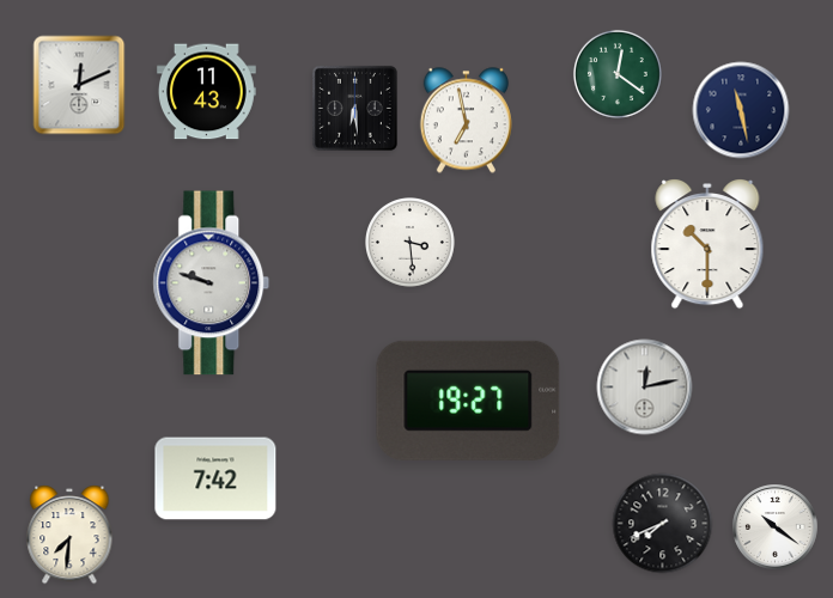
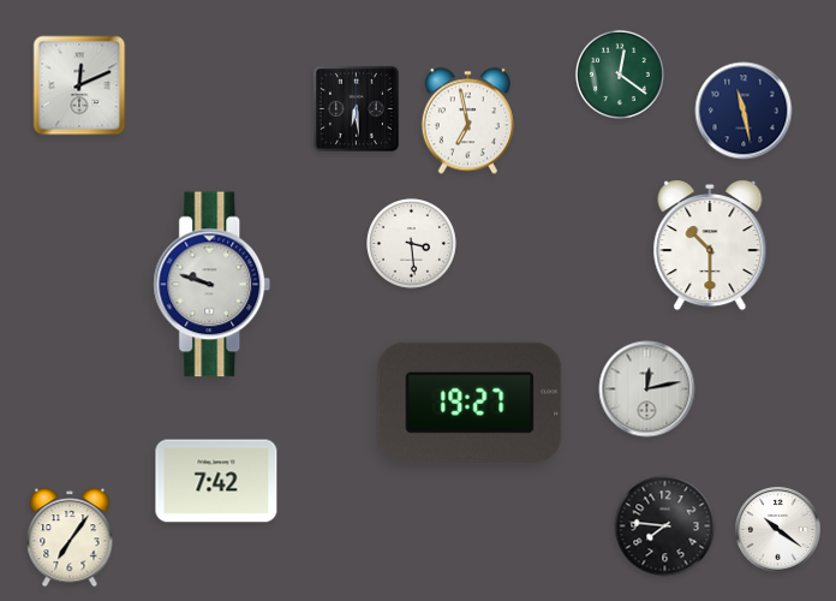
clock at (206, 92): 11:43 -> none
clock at (663, 524): 7:41 -> 7:46
clock at (69, 536): 7:31 -> 7:06
